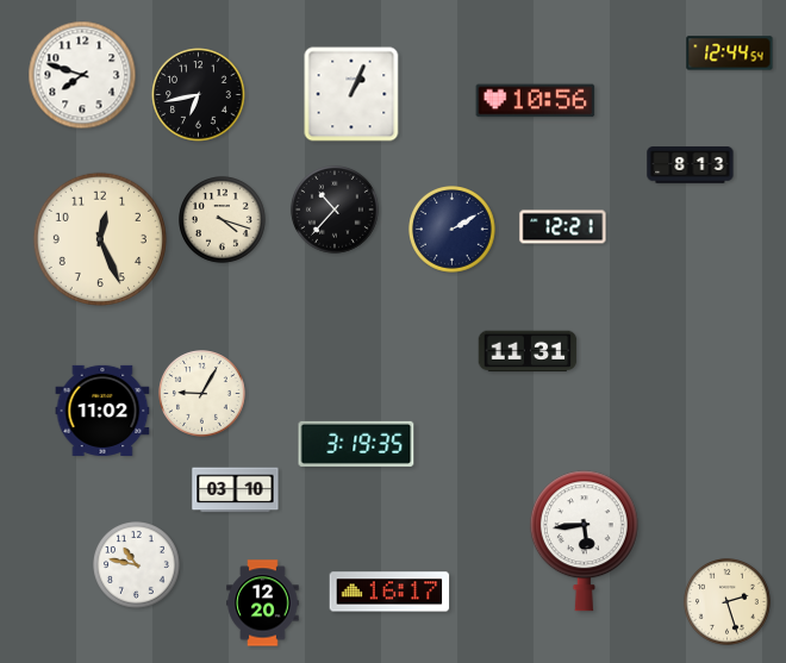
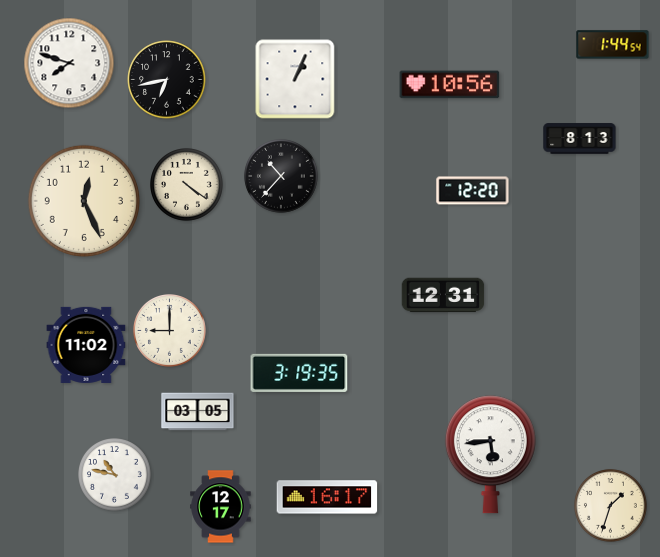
clock at (730, 54): 12:44 -> 1:44
clock at (223, 220): 4:18 -> 4:21
clock at (563, 227): 12:21 -> 12:20
clock at (453, 230): 2:10 -> none
clock at (528, 351): 11:31 -> 12:31
clock at (202, 394): 9:05 -> 9:00
clock at (236, 490): 03:10 -> 03:05
clock at (728, 602): 2:27 -> 1:33
clock at (263, 603): 12:20 -> 12:17
